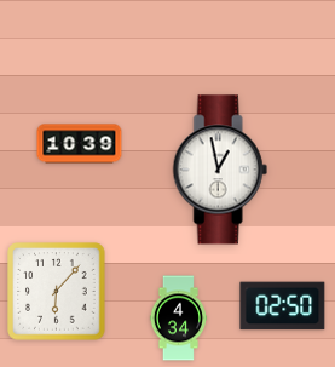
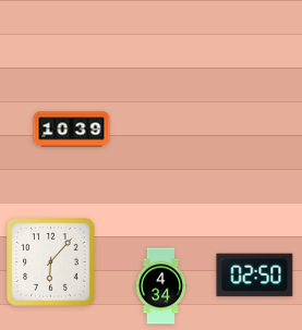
clock at (220, 170): 12:58 -> none
